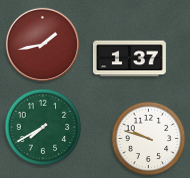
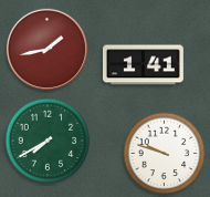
clock at (129, 59): 1:37 -> 1:41
